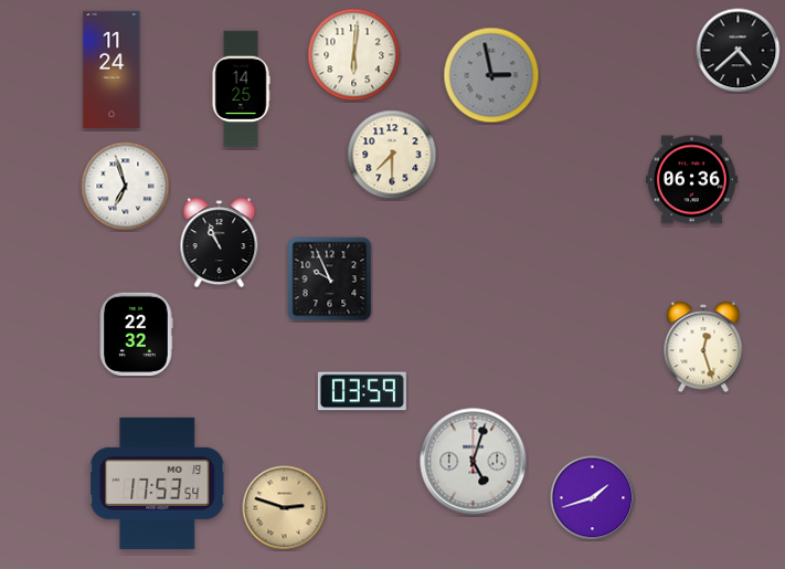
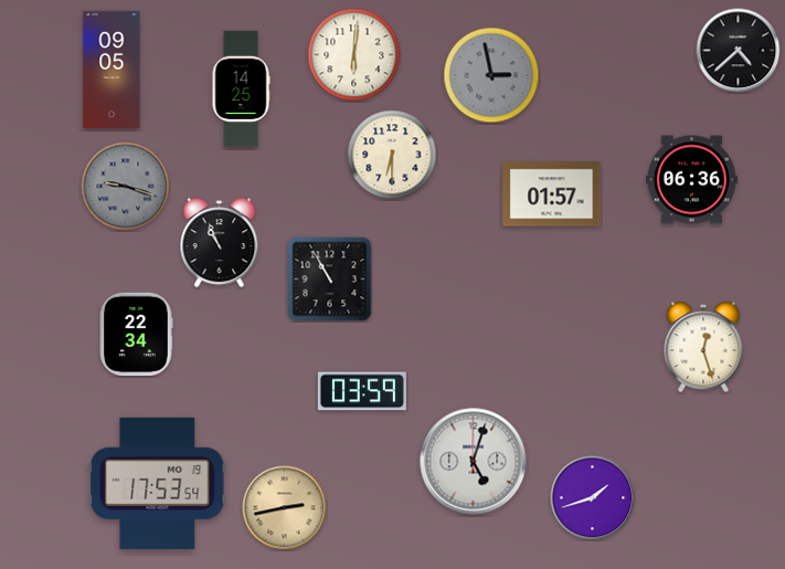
clock at (112, 70): 11:24 -> 09:05
clock at (392, 155): 7:30 -> 6:30
clock at (126, 187): 6:57 -> 9:18
clock at (126, 187) dial: white -> grey
clock at (552, 194): none -> 01:57
clock at (330, 280): 9:56 -> 10:55
clock at (136, 335): 22:32 -> 22:34
clock at (285, 508): 2:48 -> 2:43
